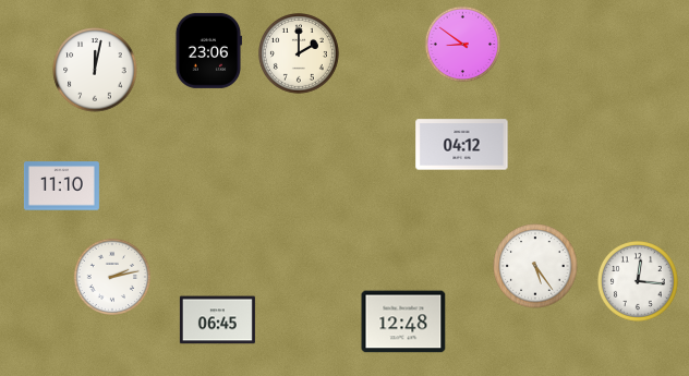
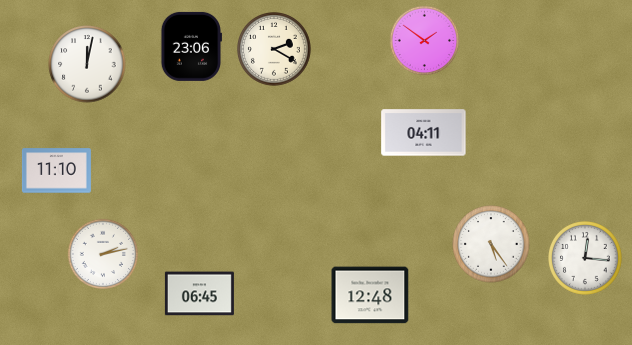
clock at (463, 45): 8:51 -> 1:51
clock at (300, 54): 2:00 -> 2:20
clock at (462, 145): 04:12 -> 04:11
